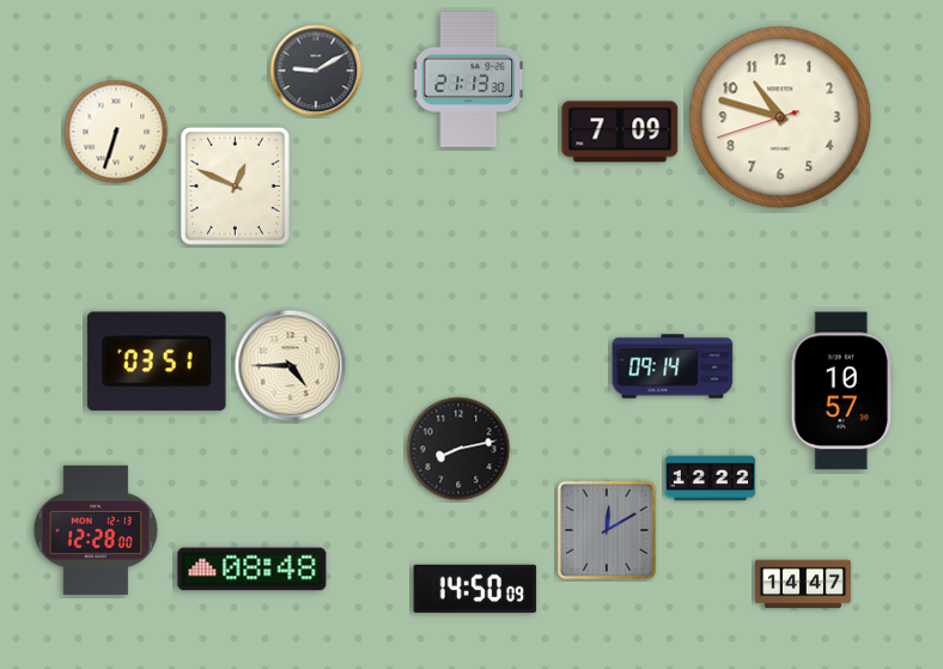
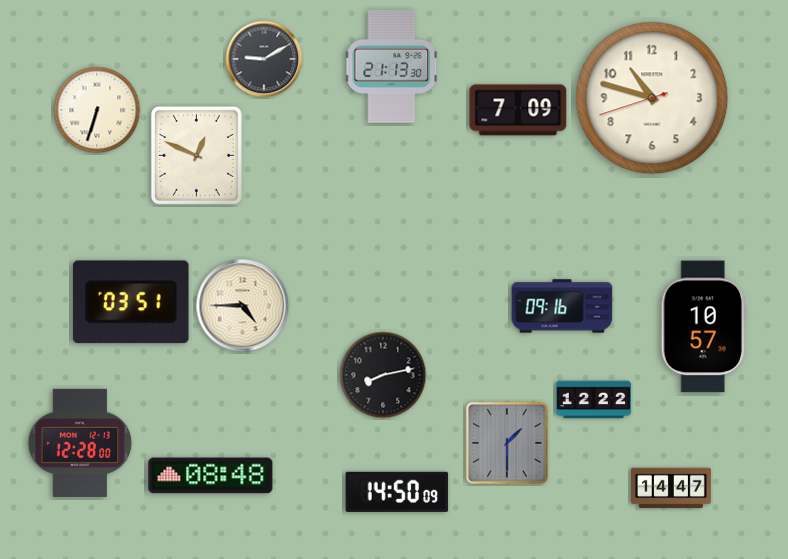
clock at (673, 366): 09:14 -> 09:16
clock at (607, 530): 12:10 -> 1:30
